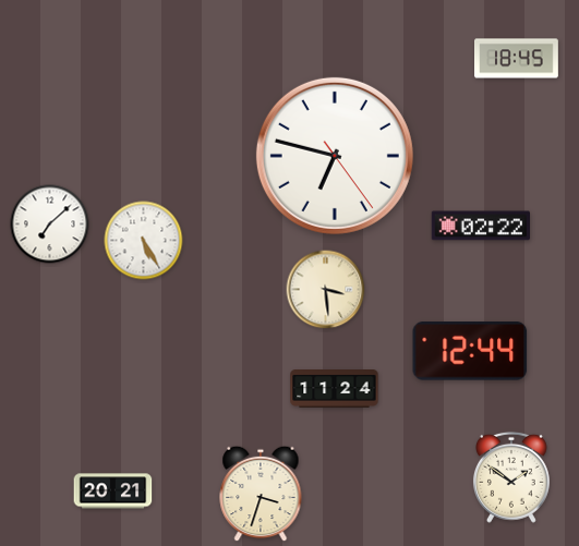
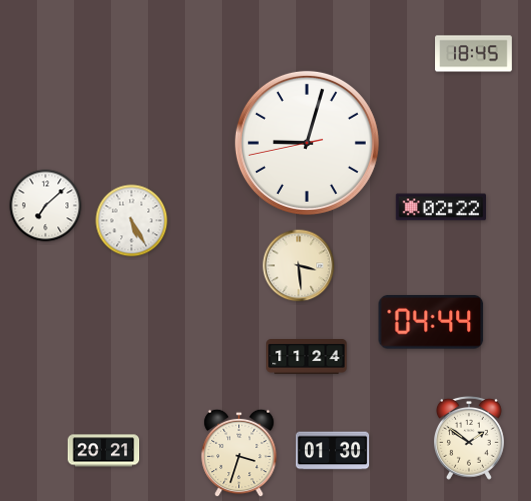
clock at (335, 156): 6:47 -> 9:02
clock at (470, 352): 12:44 -> 04:44
clock at (333, 451): none -> 01:30
